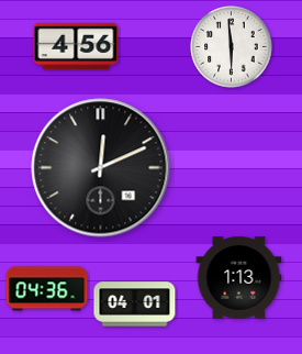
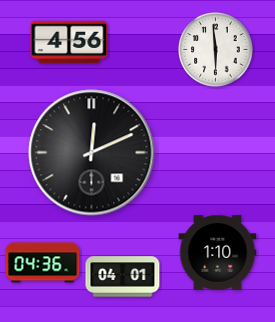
clock at (232, 47) position: (232, 47) -> (216, 50)
clock at (239, 278): 1:13 -> 1:10
